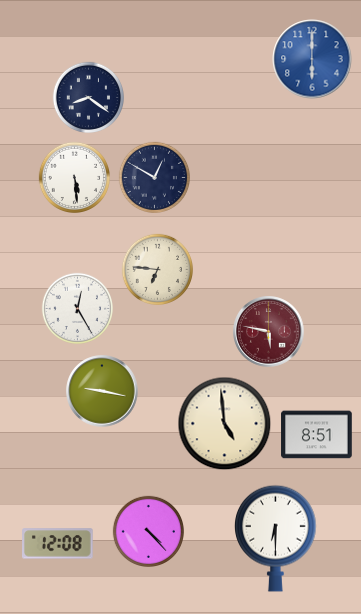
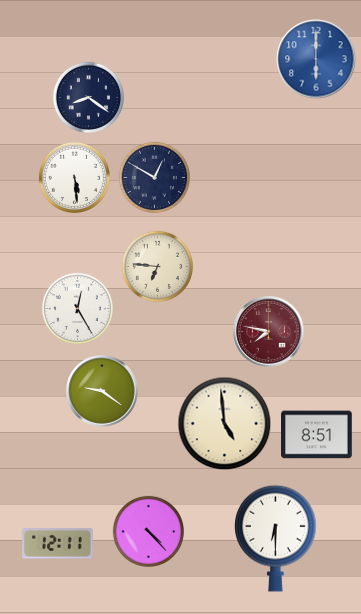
clock at (312, 59) position: (312, 59) -> (316, 59)
clock at (157, 269) position: (157, 269) -> (157, 266)
clock at (269, 332): 5:47 -> 7:47
clock at (102, 391): 9:17 -> 9:21
clock at (58, 544): 12:08 -> 12:11
